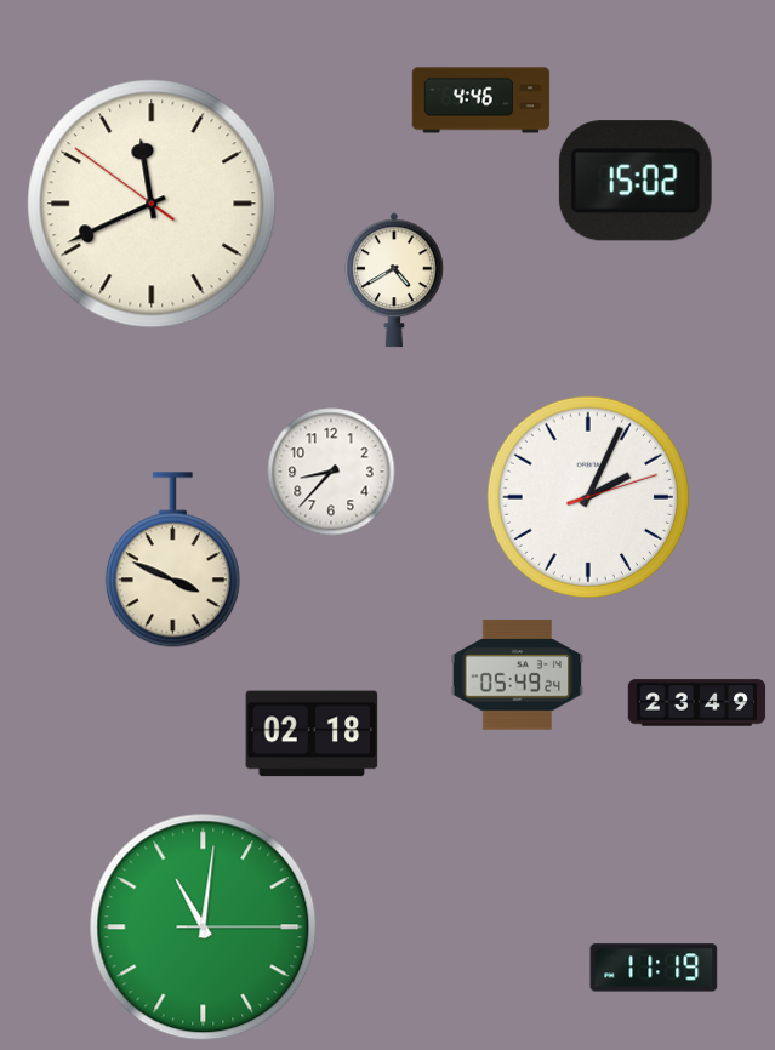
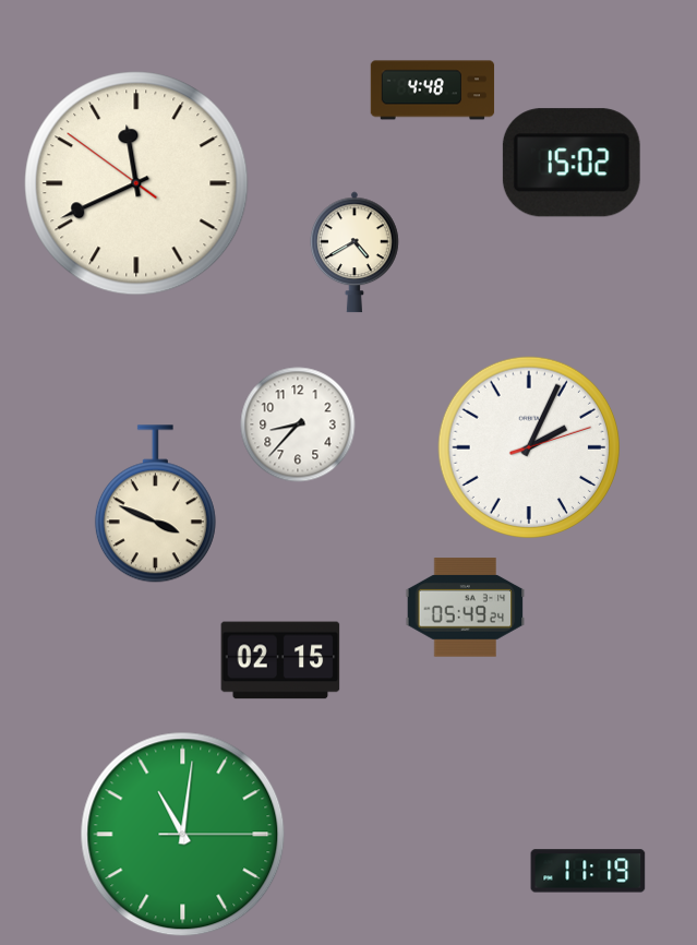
clock at (481, 101): 4:46 -> 4:48
clock at (697, 703): 23:49 -> none
clock at (312, 734): 02:18 -> 02:15
